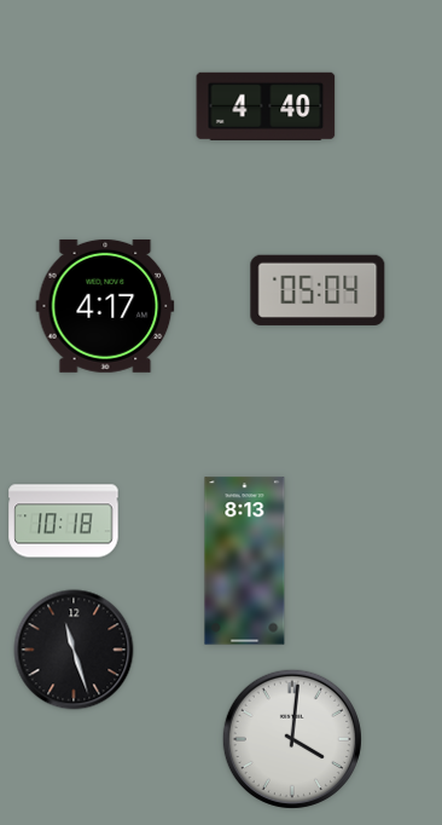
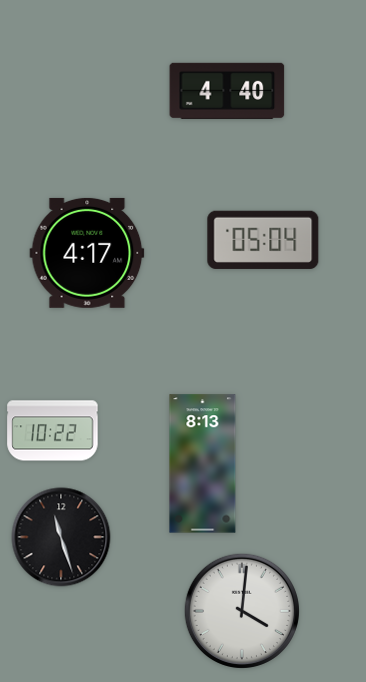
clock at (266, 106) position: (266, 106) -> (227, 91)
clock at (64, 521): 10:18 -> 10:22
